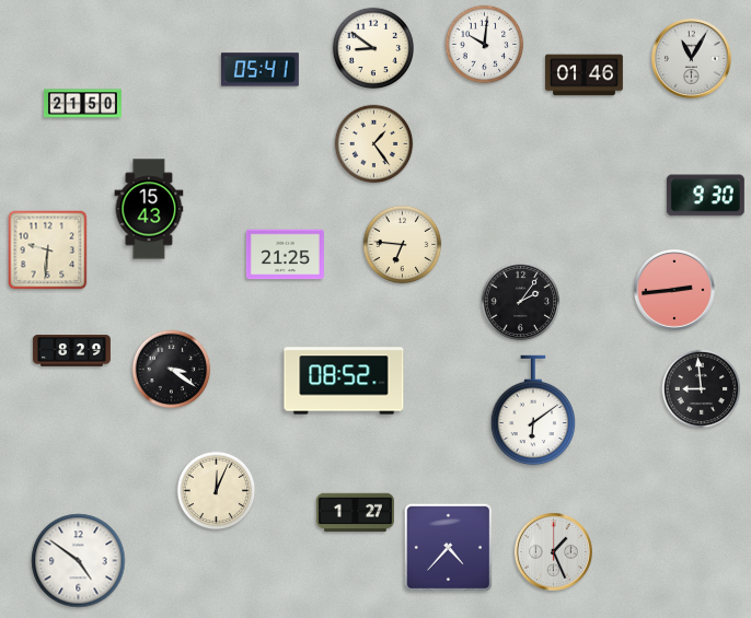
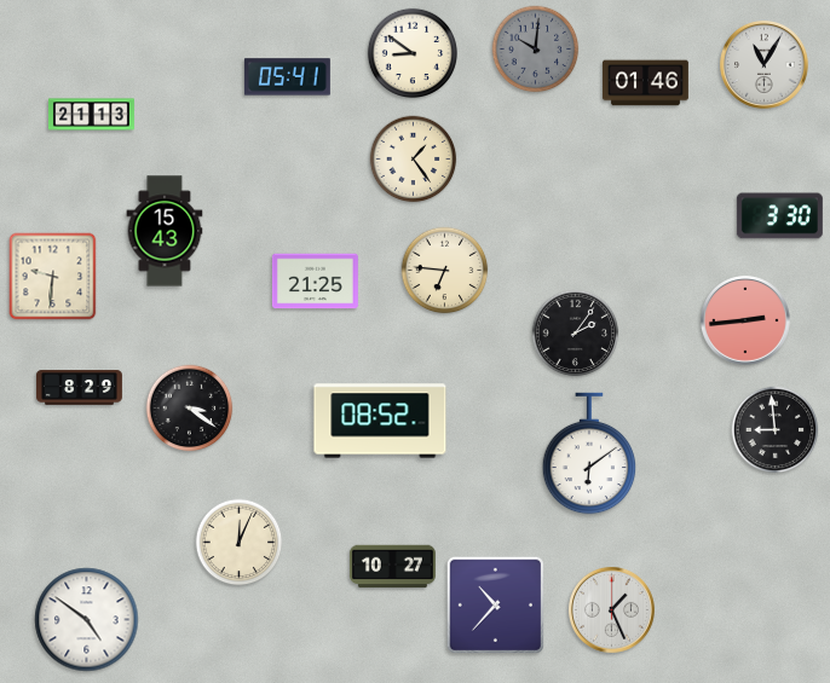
clock at (485, 45) dial: white -> grey
clock at (83, 104): 21:50 -> 21:13
clock at (705, 196): 9:30 -> 3:30
clock at (355, 513): 1:27 -> 10:27
clock at (448, 547): 4:37 -> 10:37
